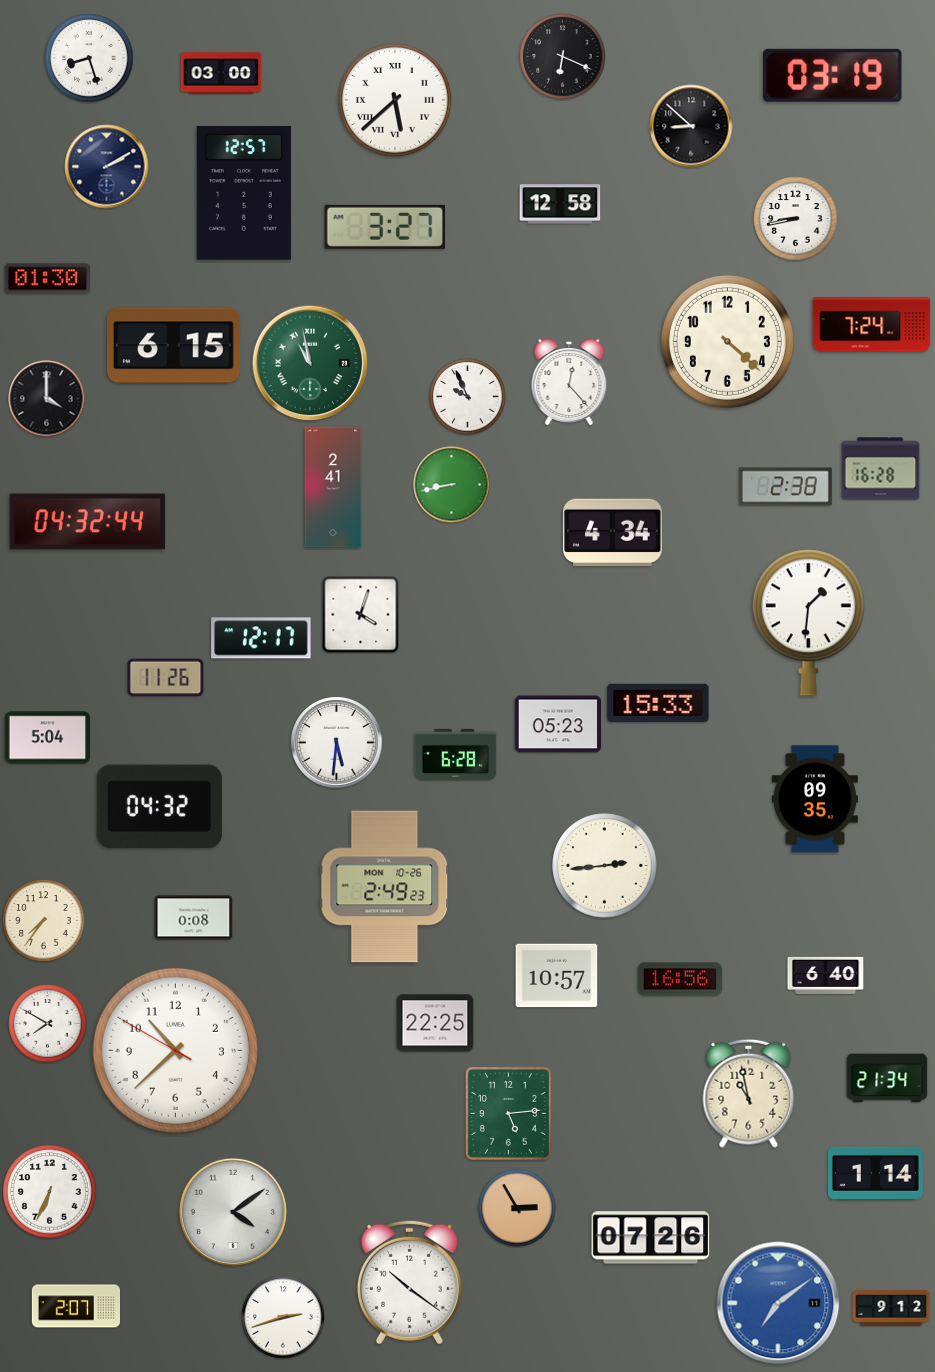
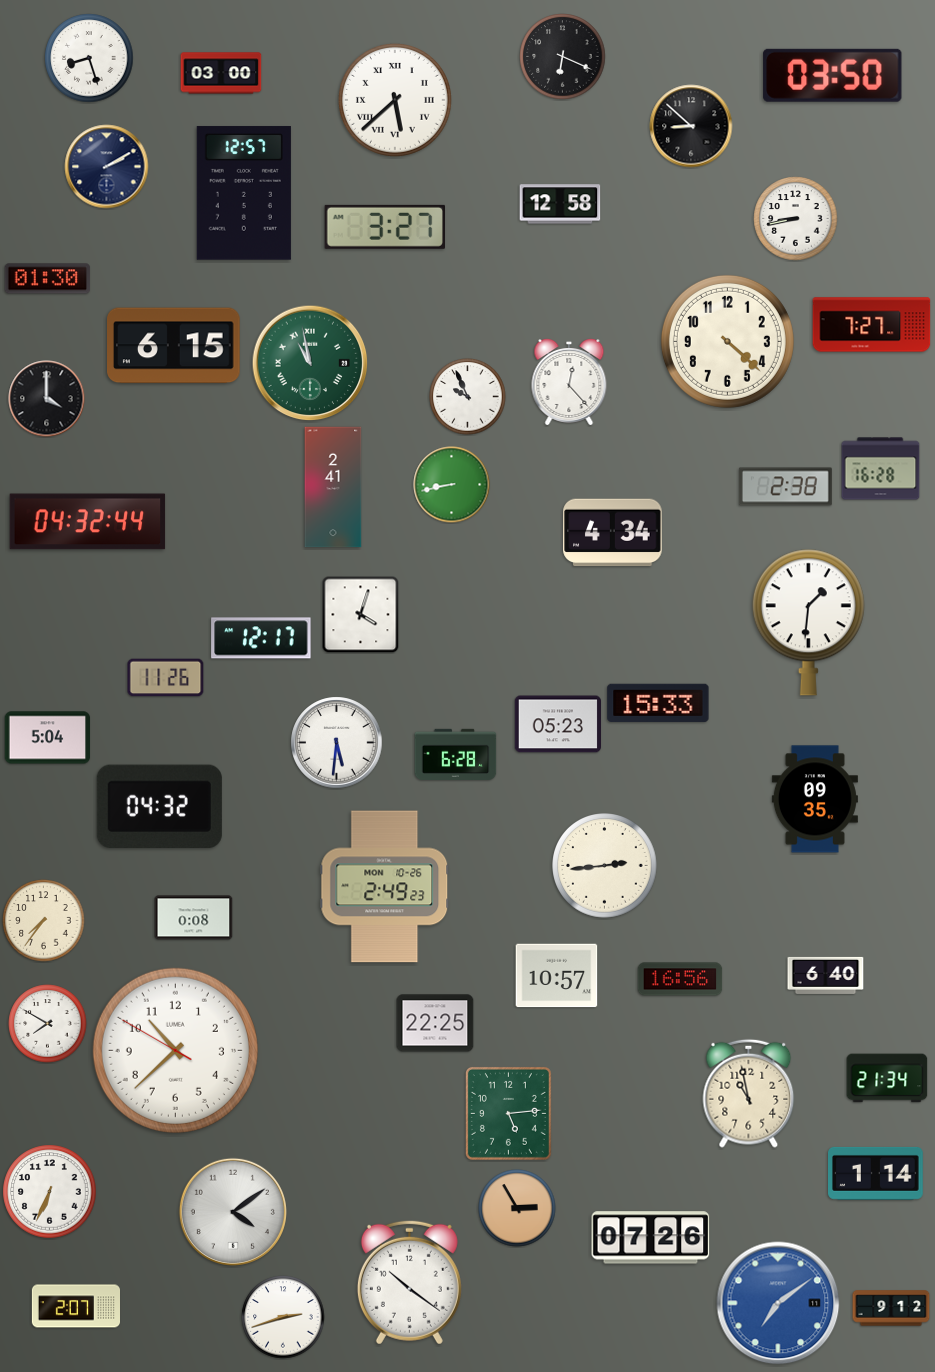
clock at (833, 75): 03:19 -> 03:50
clock at (872, 325): 7:24 -> 7:27
